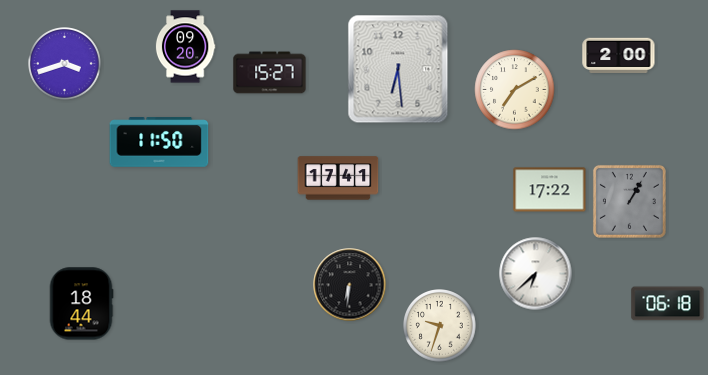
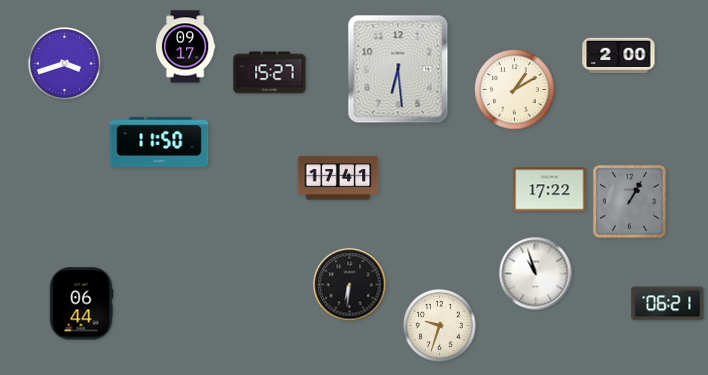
clock at (185, 47): 09:20 -> 09:17
clock at (515, 90): 7:10 -> 1:10
clock at (536, 274): 6:38 -> 10:57
clock at (81, 304): 18:44 -> 06:44
clock at (668, 304): 06:18 -> 06:21
